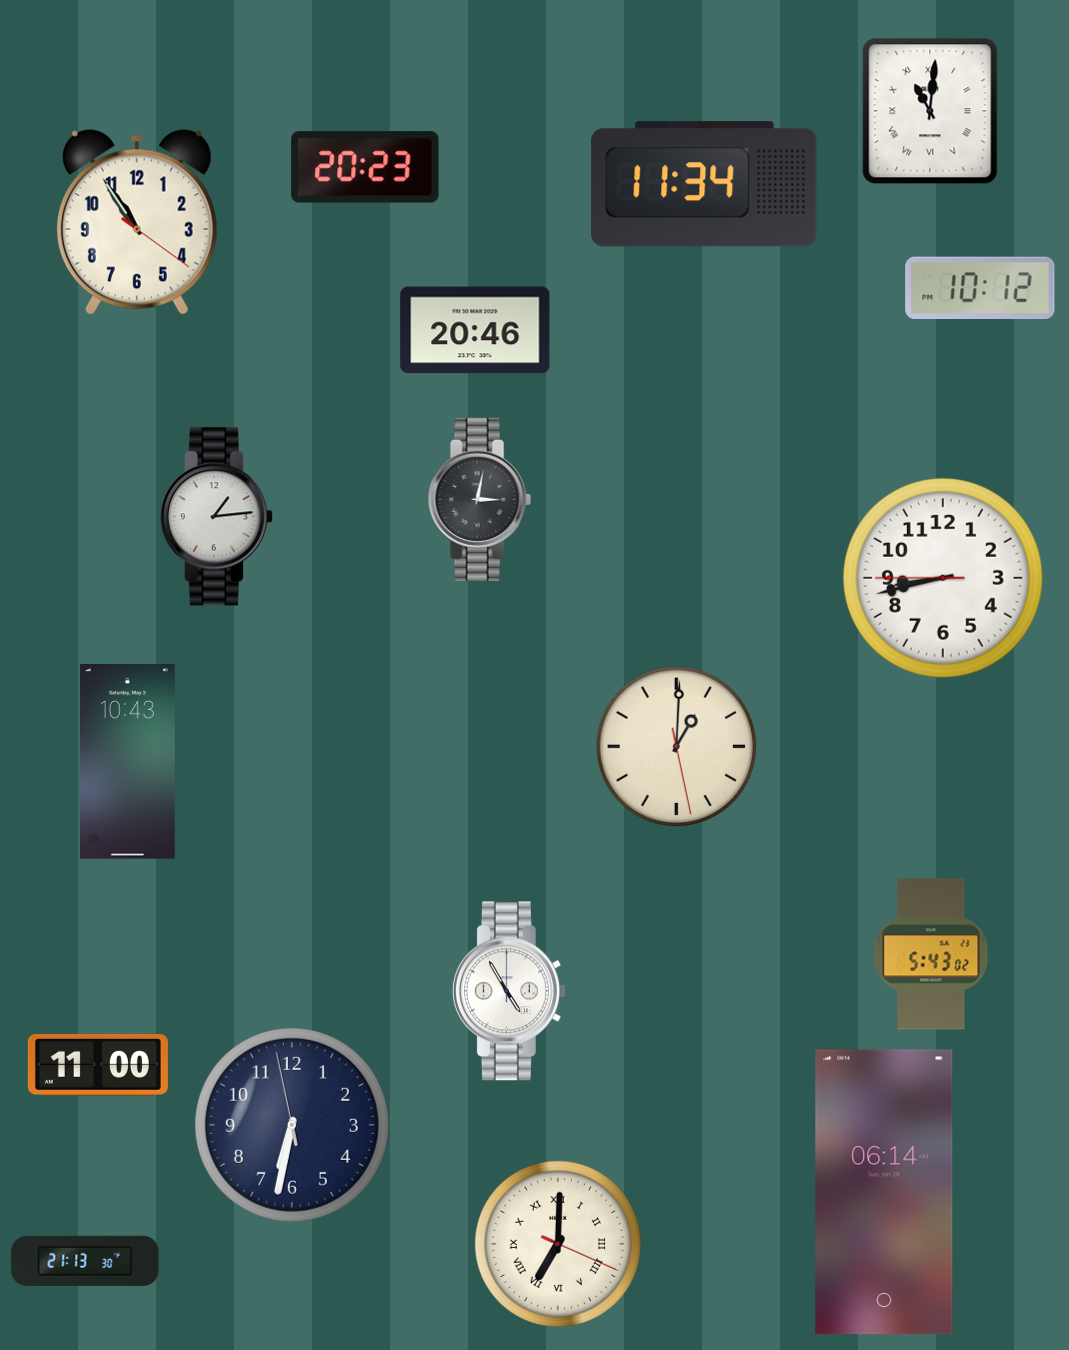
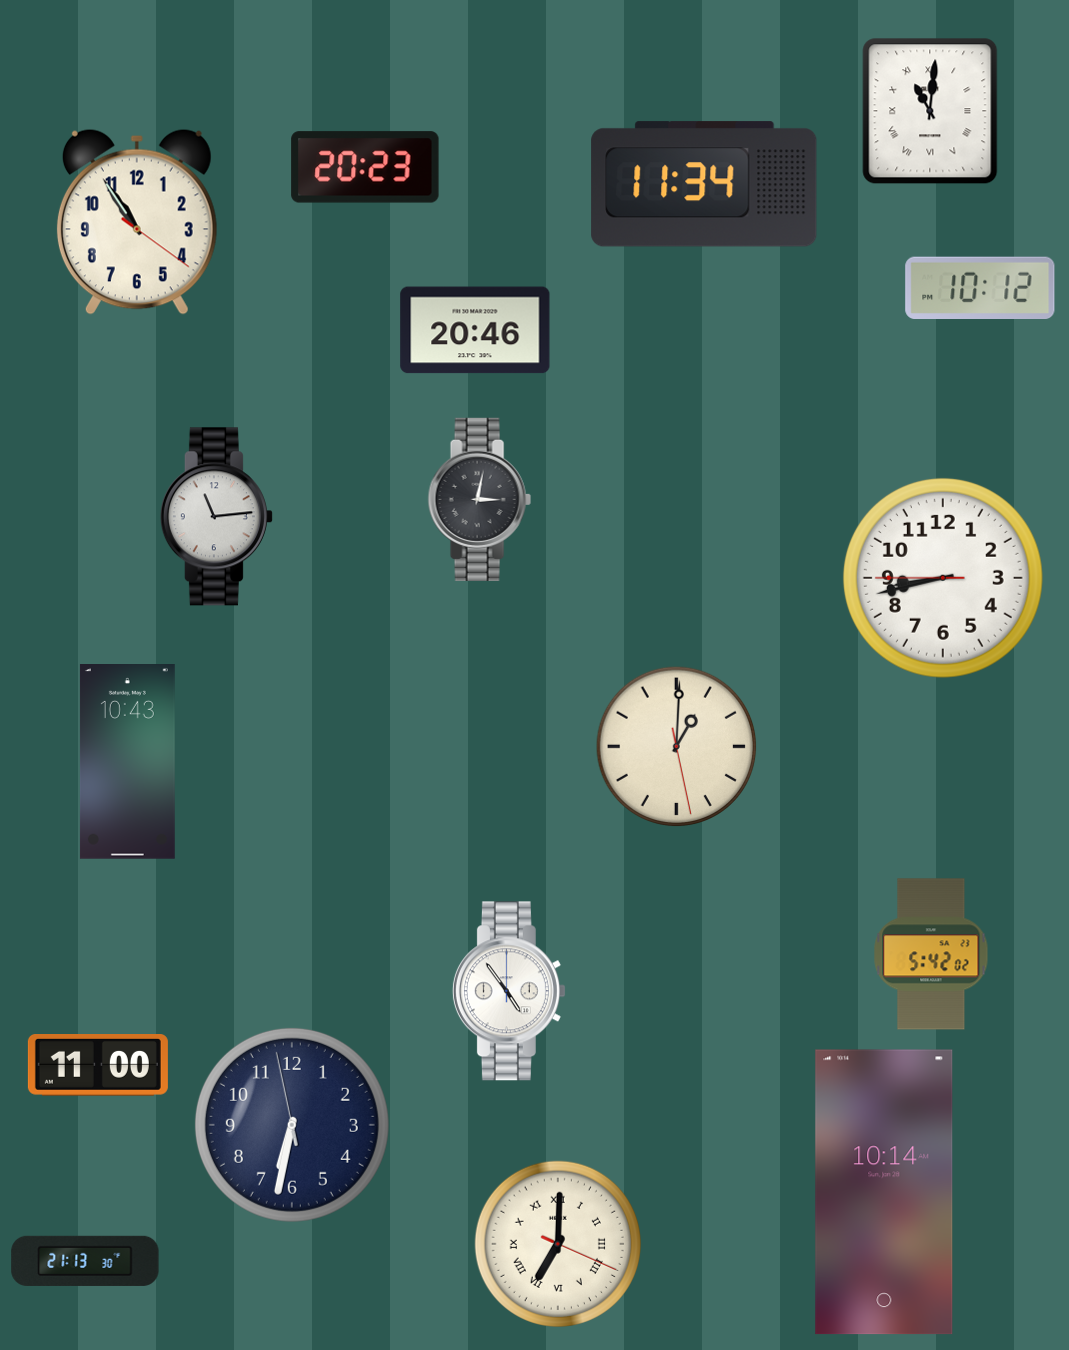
clock at (216, 517): 1:14 -> 11:14
clock at (931, 954): 5:43 -> 5:42
clock at (509, 991): 4:55 -> 4:54
clock at (884, 1192): 06:14 -> 10:14
